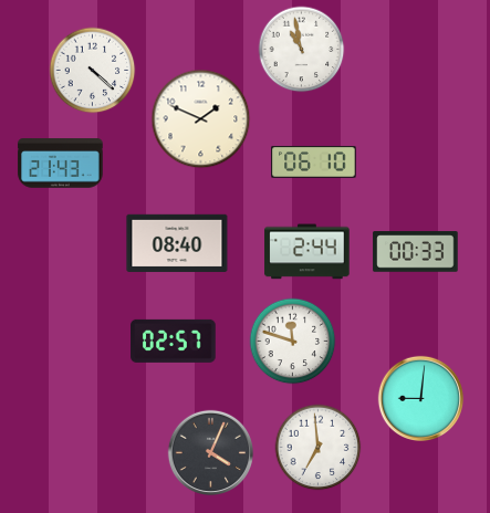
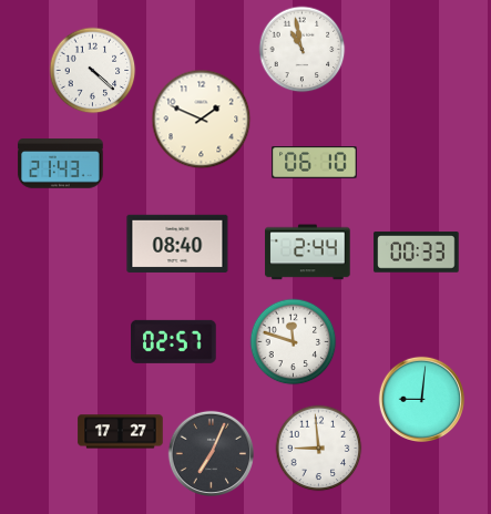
clock at (121, 432): none -> 17:27
clock at (317, 447): 6:59 -> 8:59
clock at (210, 452): 4:04 -> 7:04
